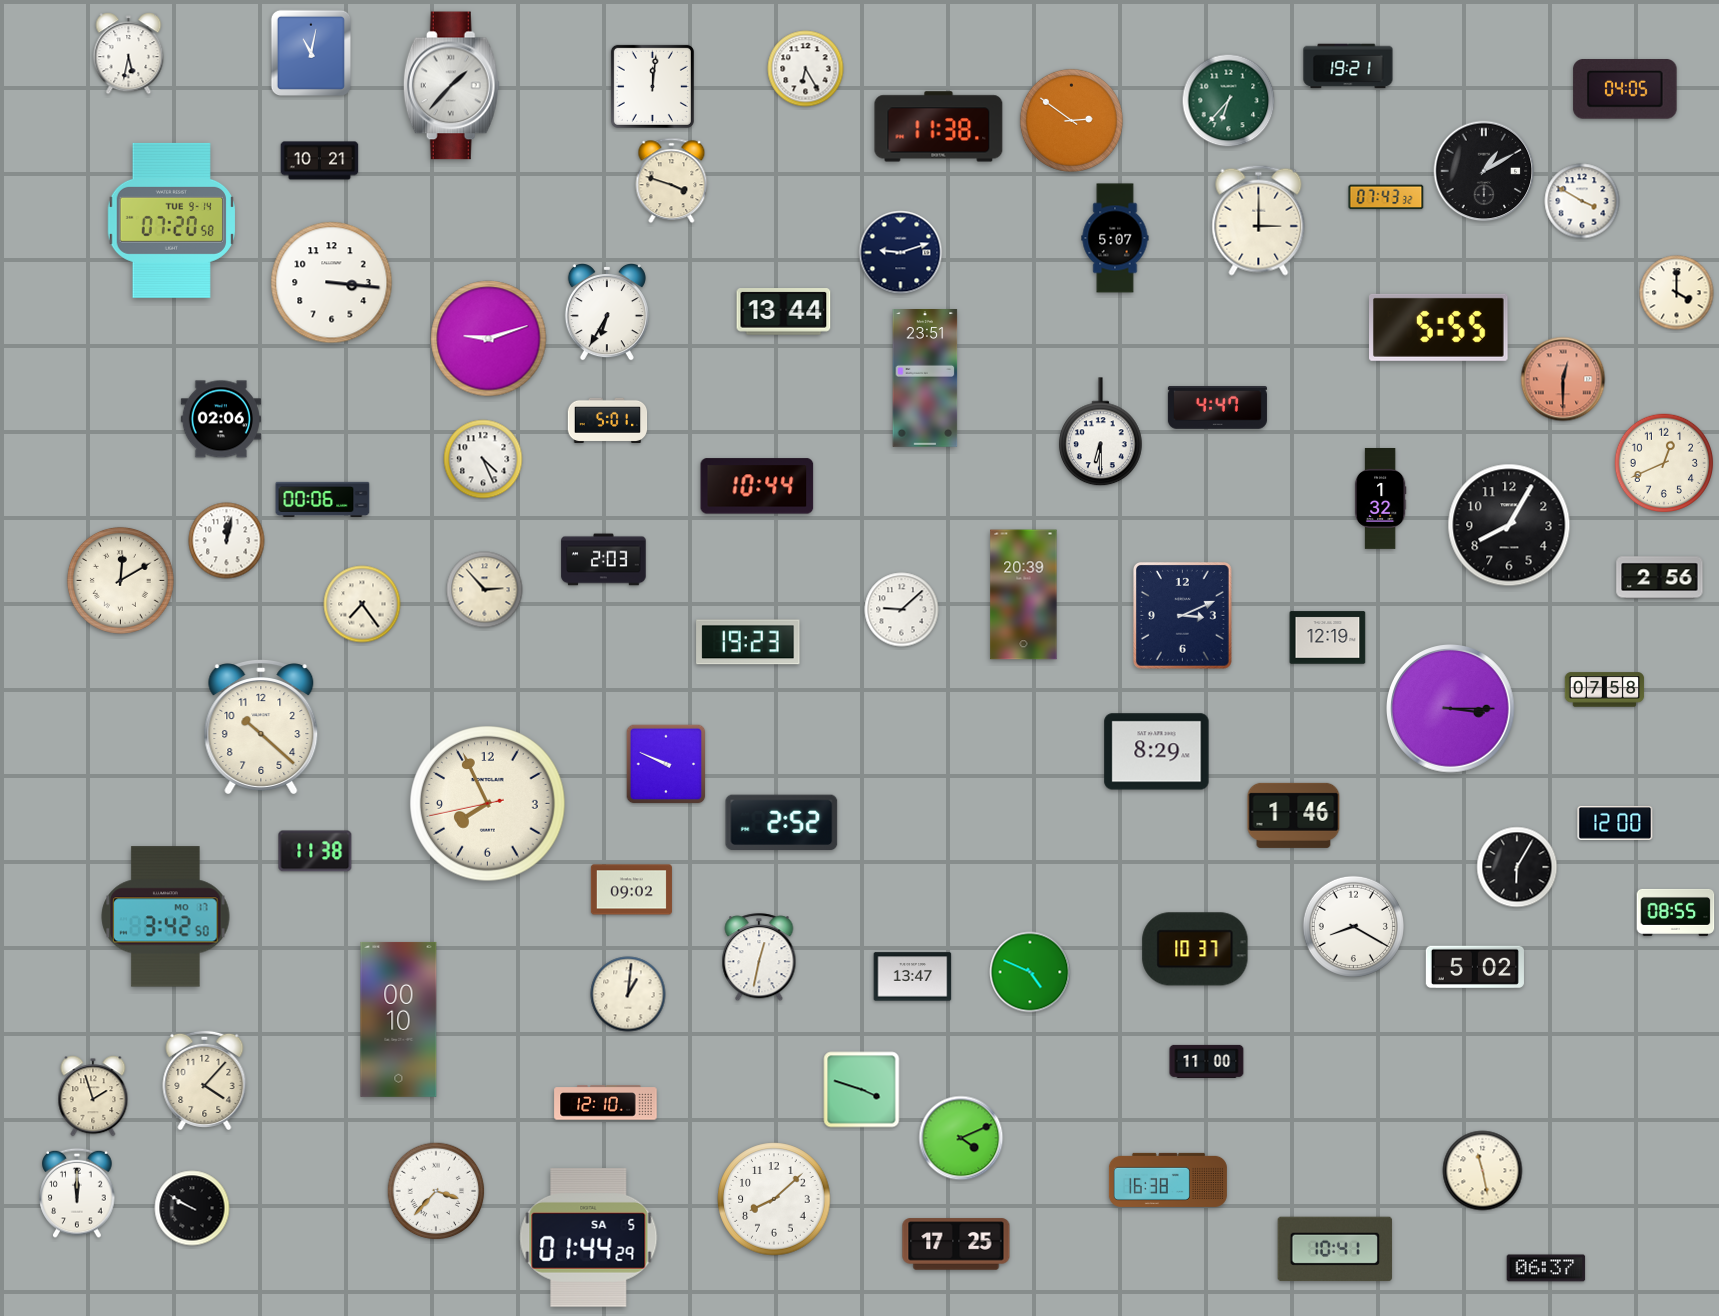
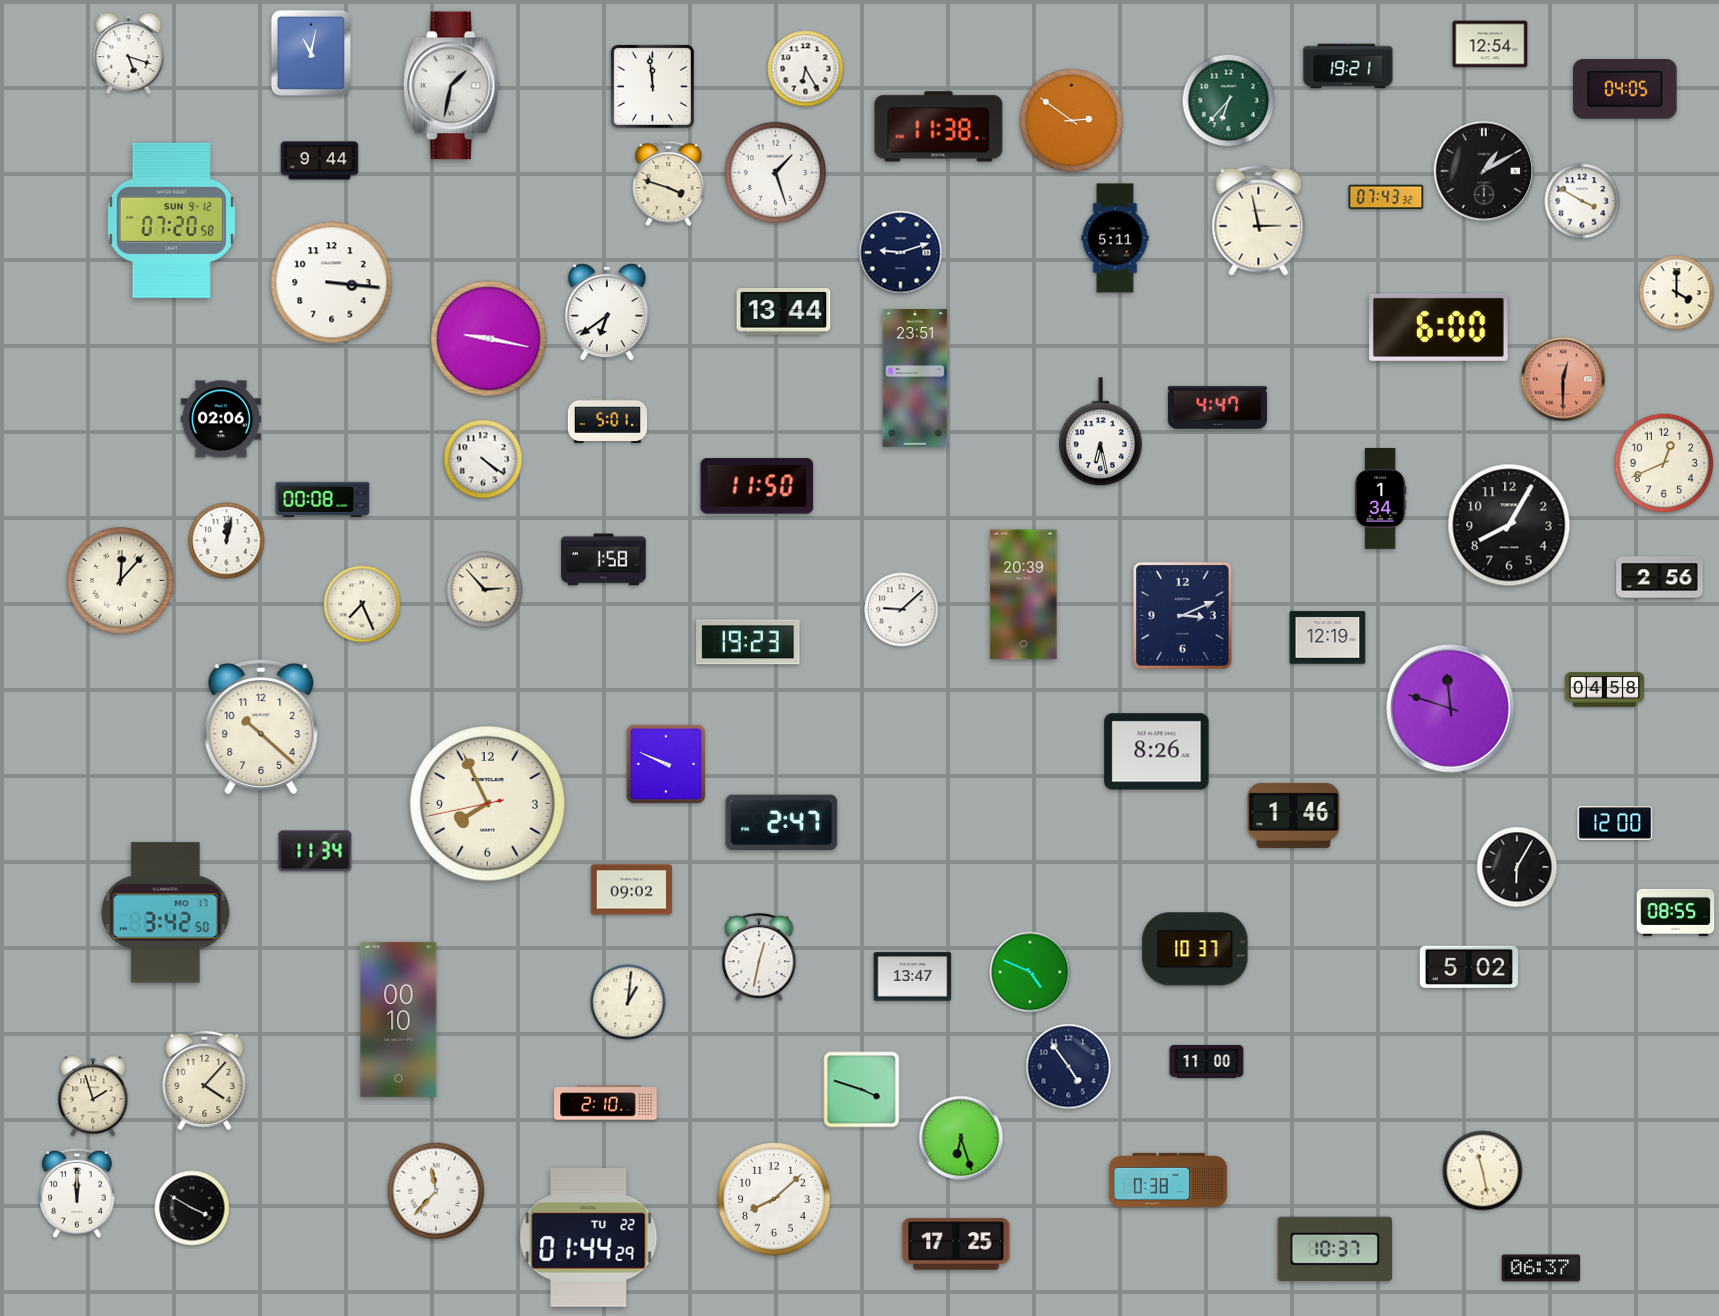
clock at (1490, 44): none -> 12:54
clock at (129, 54): 5:32 -> 5:18
clock at (451, 86): 1:37 -> 1:32
clock at (652, 86): 12:01 -> 11:59
clock at (320, 161): 10:21 -> 9:44
clock at (775, 172): none -> 1:27
clock at (672, 181) position: (672, 181) -> (669, 184)
clock at (171, 220) date: TUE 9-14 -> SUN 9-12
clock at (1259, 220): 3:00 -> 2:58
clock at (1115, 238): 5:07 -> 5:11
clock at (607, 313): 6:35 -> 6:39
clock at (1439, 327): 5:55 -> 6:00
clock at (489, 339): 9:12 -> 9:17
clock at (925, 379) position: (925, 379) -> (915, 379)
clock at (1100, 432): 6:30 -> 6:28
clock at (483, 459): 4:26 -> 4:21
clock at (757, 486): 10:44 -> 11:50
clock at (323, 499): 00:06 -> 00:08
clock at (1380, 499): 1:32 -> 1:34
clock at (604, 560): 2:03 -> 1:58
clock at (120, 580): 12:10 -> 12:07
clock at (362, 604): 7:24 -> 7:26
clock at (1605, 690): 07:58 -> 04:58
clock at (1451, 709): 3:15 -> 11:48
clock at (1157, 752): 8:29 -> 8:26
clock at (782, 823): 2:52 -> 2:47
clock at (315, 851): 11:38 -> 11:34
clock at (166, 917) position: (166, 917) -> (166, 913)
clock at (1353, 926): 8:20 -> none
clock at (1475, 966) position: (1475, 966) -> (1469, 966)
clock at (628, 994) position: (628, 994) -> (628, 1002)
clock at (1069, 1067): none -> 4:54
clock at (606, 1103): 12:10 -> 2:10
clock at (961, 1138): 4:11 -> 6:27
clock at (1168, 1180): 16:38 -> 0:38
clock at (436, 1191): 3:37 -> 11:37
clock at (192, 1208): 9:50 -> 3:50
clock at (589, 1238) date: SA 5 -> TU 22
clock at (1335, 1249): 10:41 -> 10:37
clock at (1546, 1268) position: (1546, 1268) -> (1541, 1268)
